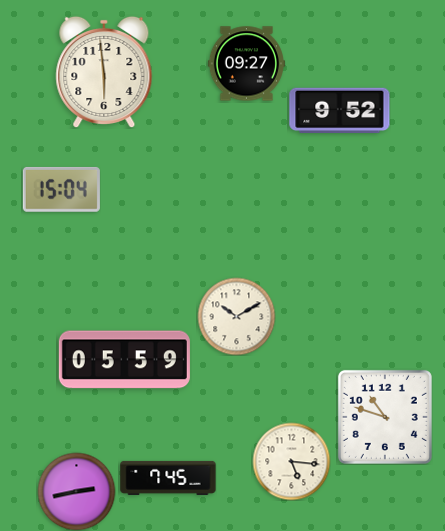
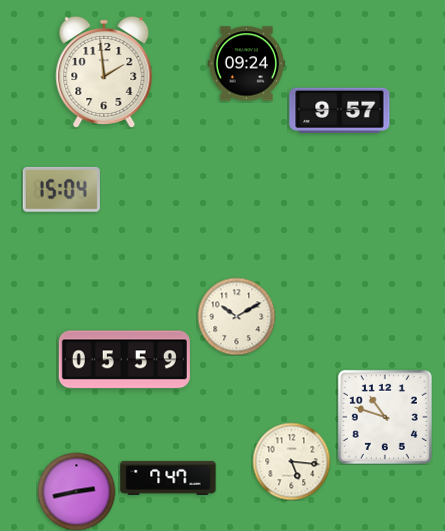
clock at (246, 64): 09:27 -> 09:24
clock at (104, 72): 5:59 -> 1:59
clock at (340, 111): 9:52 -> 9:57
clock at (168, 478): 7:45 -> 7:47
